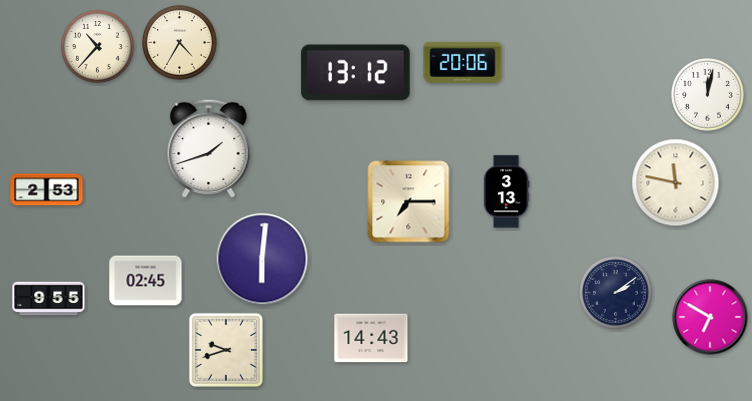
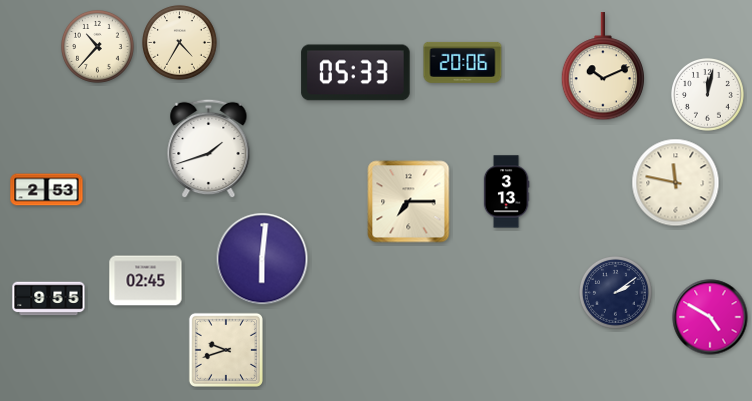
clock at (602, 67): none -> 10:11
clock at (356, 73): 13:12 -> 05:33
clock at (710, 317): 6:50 -> 4:50
clock at (371, 338): 14:43 -> none
